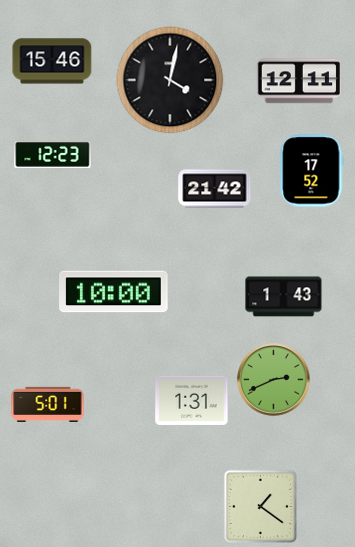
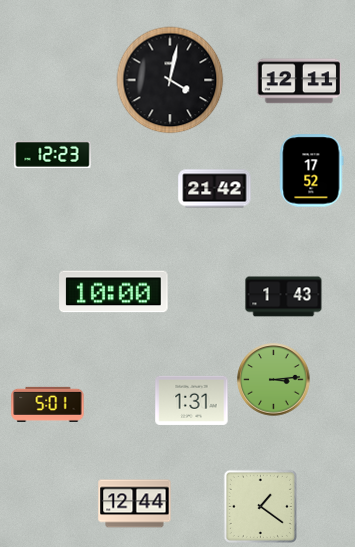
clock at (52, 61): 15:46 -> none
clock at (274, 380): 2:41 -> 3:14
clock at (135, 504): none -> 12:44
